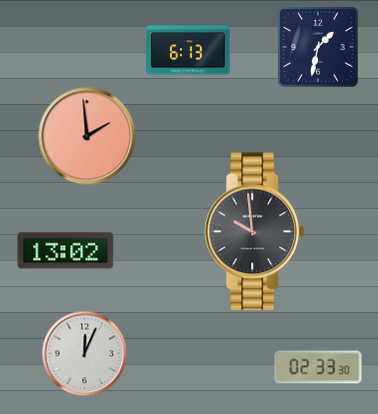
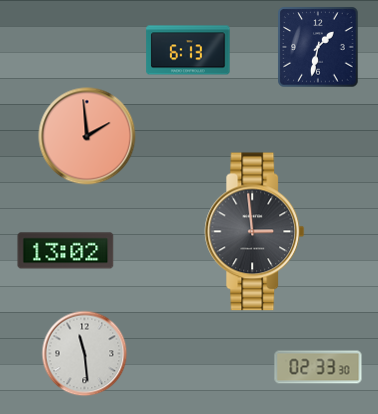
clock at (255, 232): 9:59 -> 2:59
clock at (85, 354): 12:04 -> 11:29
